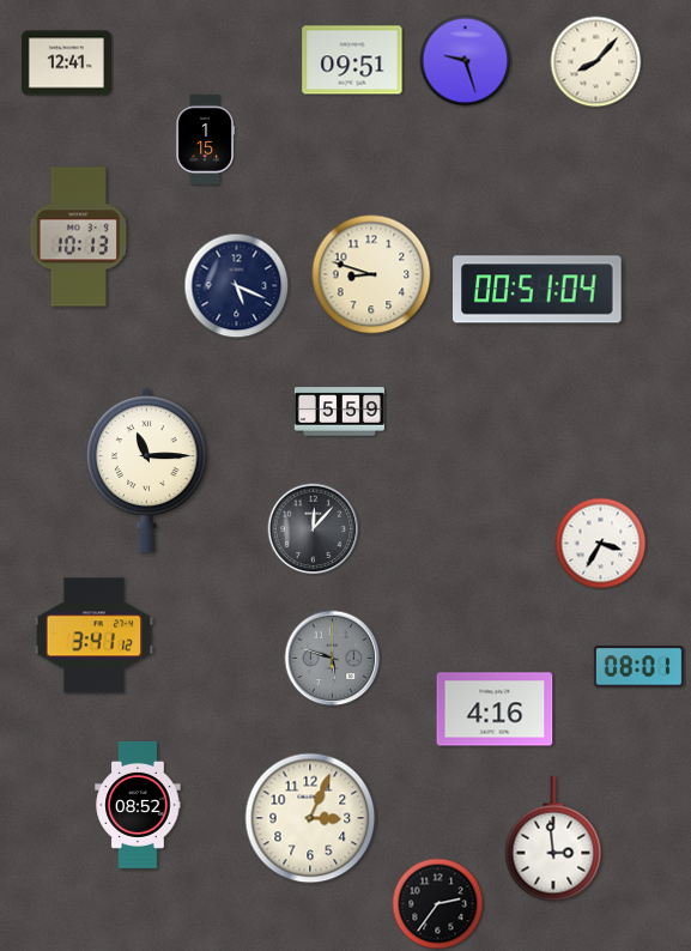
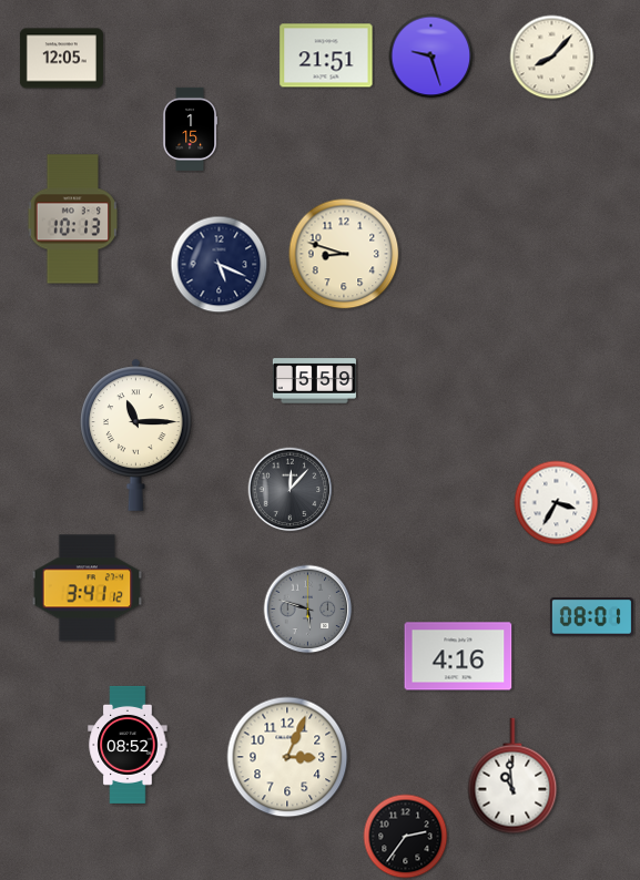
clock at (352, 60): 09:51 -> 21:51
clock at (66, 63): 12:41 -> 12:05
clock at (538, 290): 00:51 -> none
clock at (553, 838): 2:59 -> 10:59
